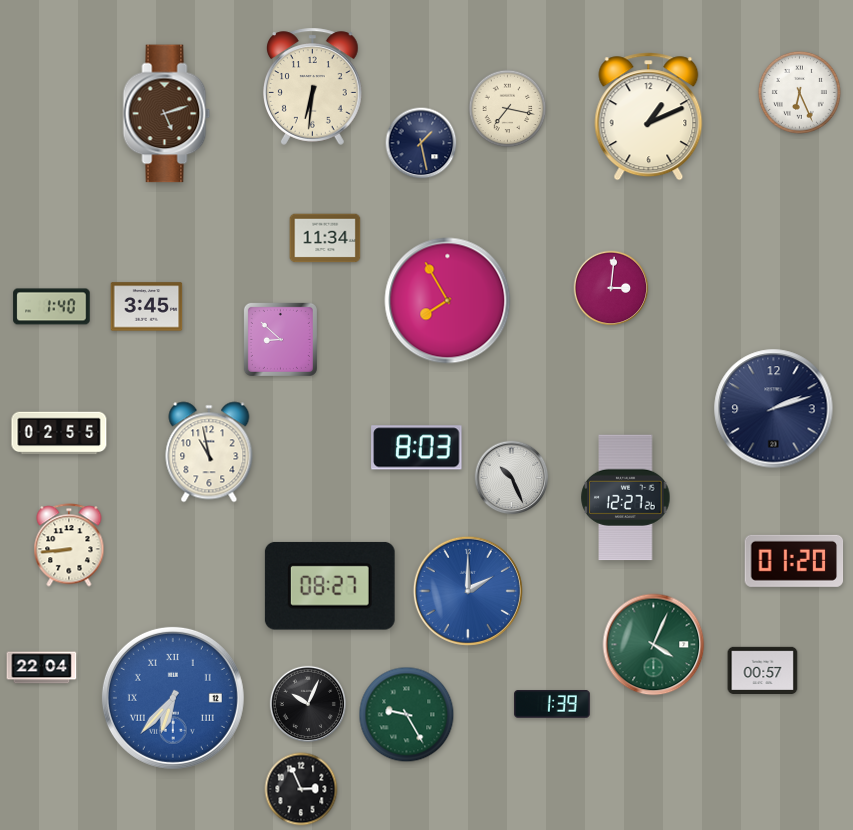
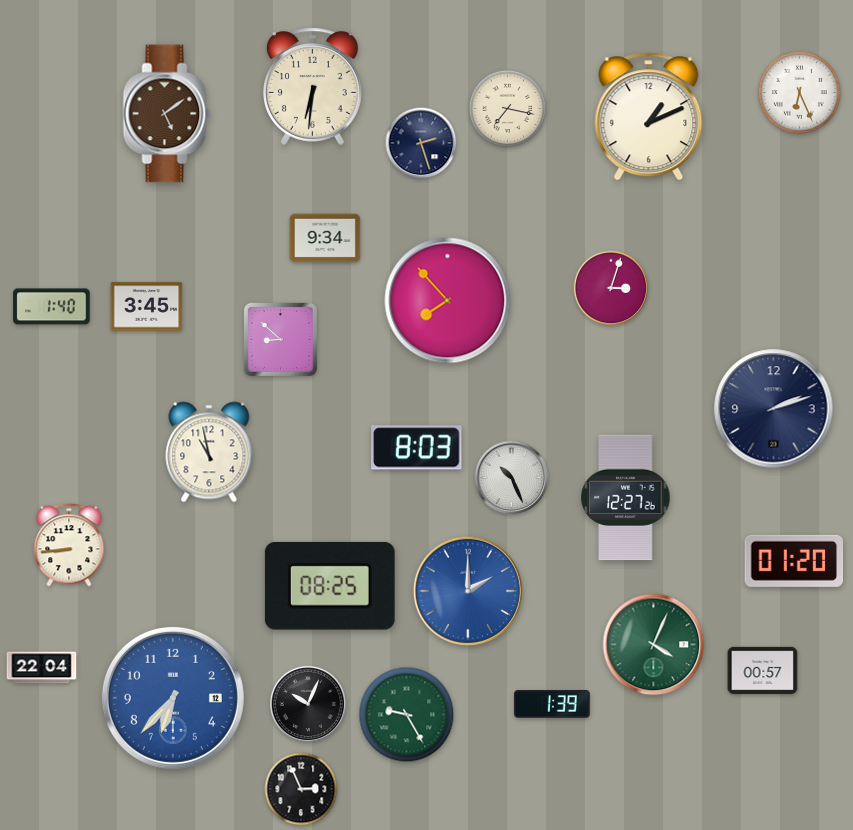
clock at (167, 114): 5:12 -> 5:09
clock at (421, 143): 1:28 -> 2:27
clock at (325, 238): 11:34 -> 9:34
clock at (611, 288): 3:01 -> 3:03
clock at (448, 301): 7:55 -> 7:53
clock at (59, 433): 02:55 -> none
clock at (330, 586): 08:27 -> 08:25
clock at (173, 698) numerals: Roman -> Arabic
